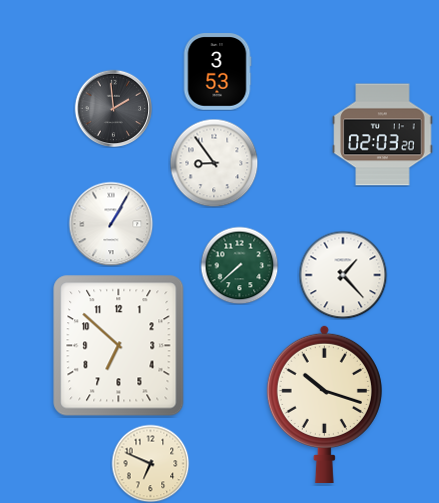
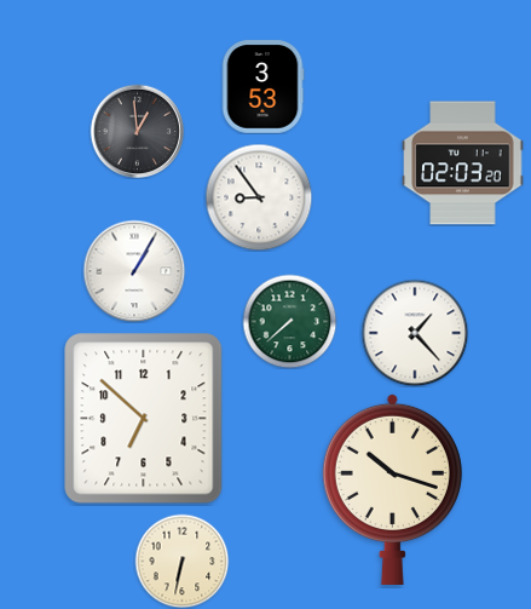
clock at (113, 108): 1:59 -> 12:59
clock at (150, 463): 6:49 -> 6:32
